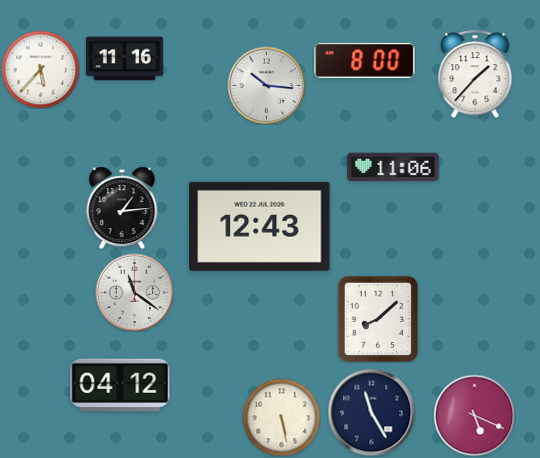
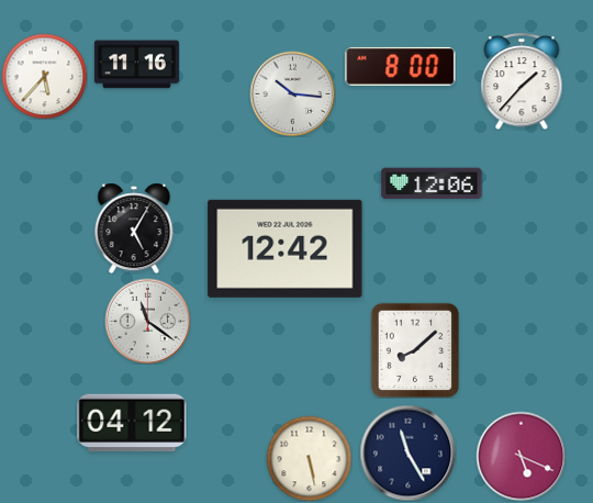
clock at (393, 167): 11:06 -> 12:06
clock at (122, 208): 1:14 -> 5:05
clock at (260, 226): 12:43 -> 12:42
